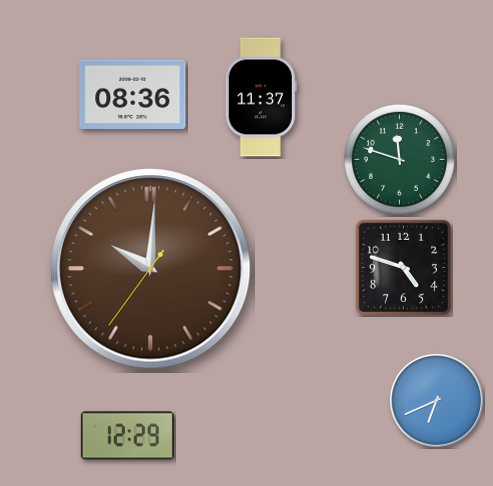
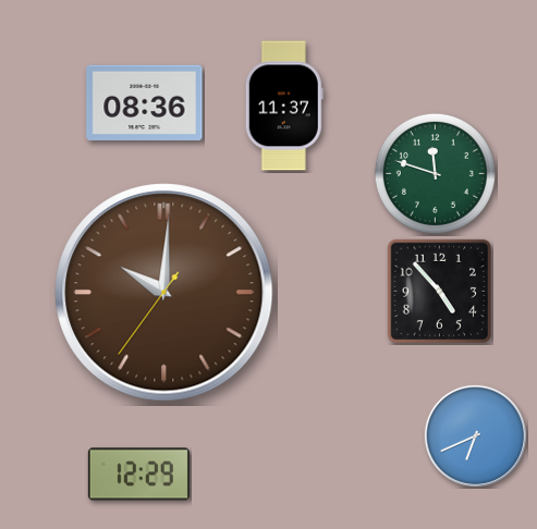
clock at (403, 267): 4:48 -> 4:53
